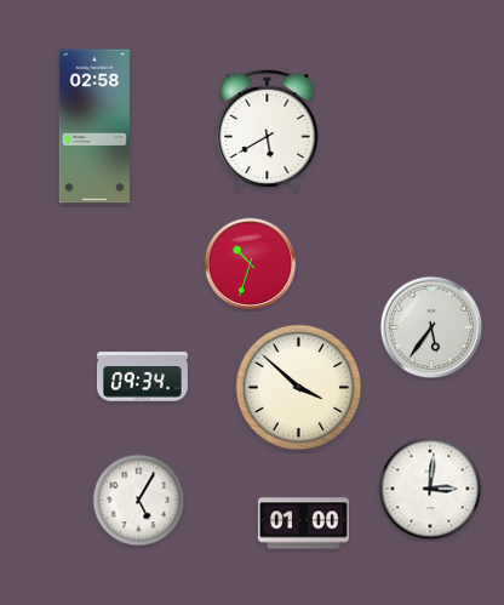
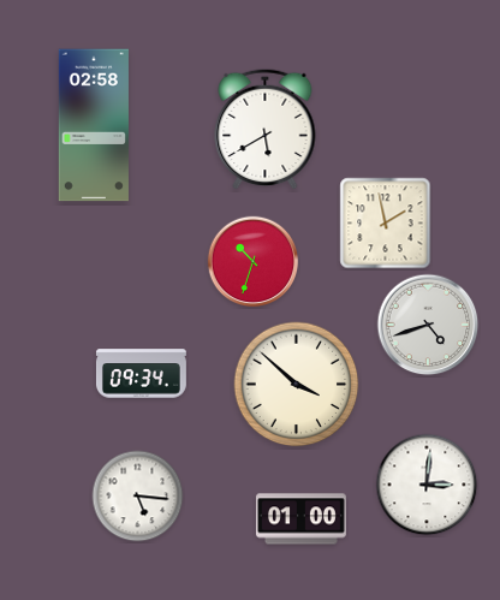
clock at (386, 224): none -> 1:58
clock at (251, 264) position: (251, 264) -> (254, 262)
clock at (431, 327): 5:36 -> 4:42
clock at (139, 501): 5:05 -> 5:16
